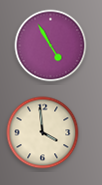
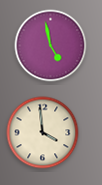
clock at (51, 46): 4:55 -> 4:58
